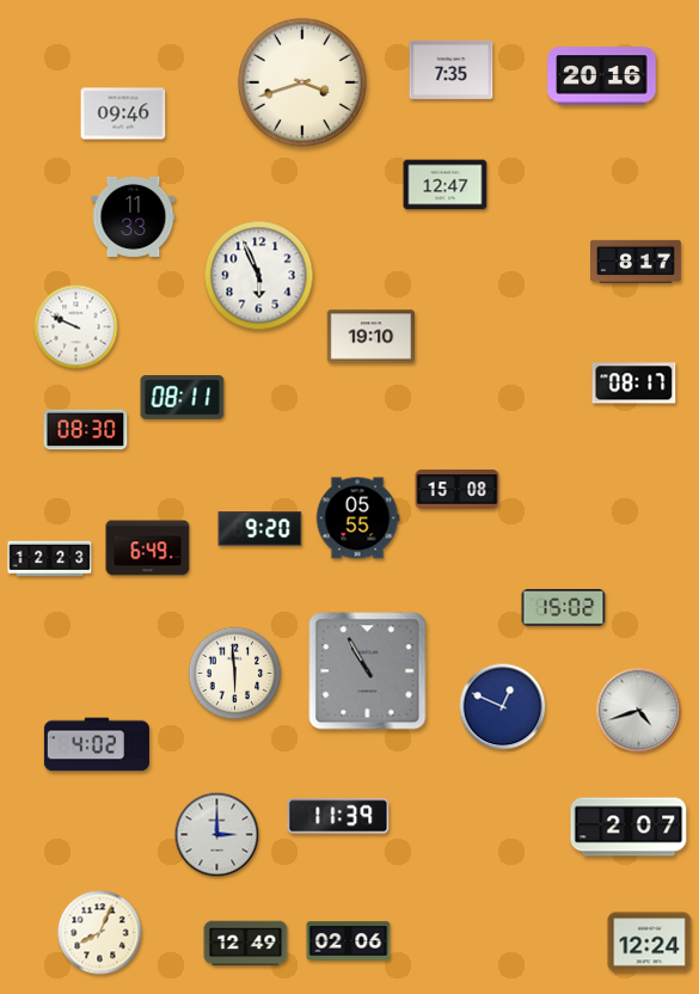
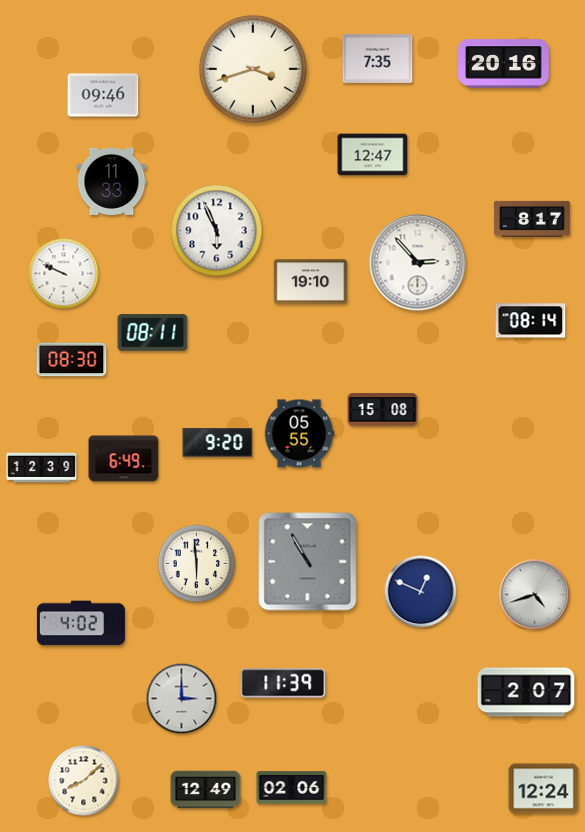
clock at (418, 263): none -> 2:53
clock at (634, 384): 08:17 -> 08:14
clock at (50, 559): 12:23 -> 12:39
clock at (564, 608): 15:02 -> none
clock at (100, 933): 8:04 -> 8:08
